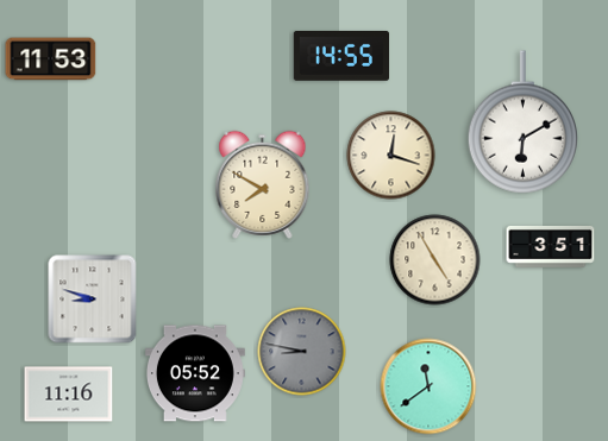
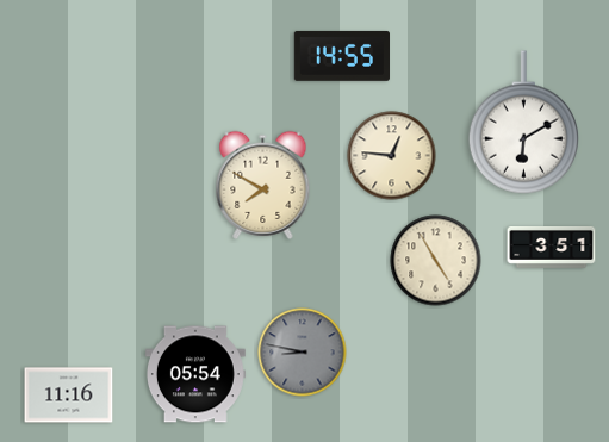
clock at (51, 59): 11:53 -> none
clock at (391, 156): 12:18 -> 12:46
clock at (93, 300): 8:48 -> none
clock at (195, 373): 05:52 -> 05:54
clock at (428, 386): 11:39 -> none
